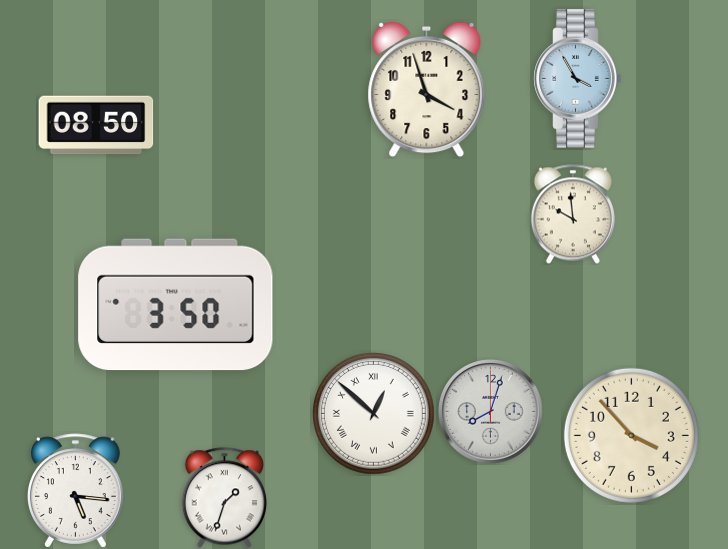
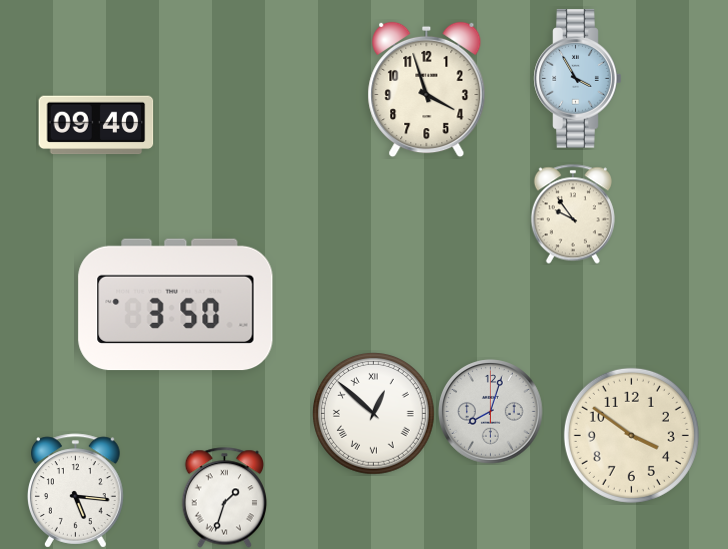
clock at (96, 125): 08:50 -> 09:40
clock at (573, 214): 9:59 -> 9:54
clock at (631, 435): 3:53 -> 3:51
